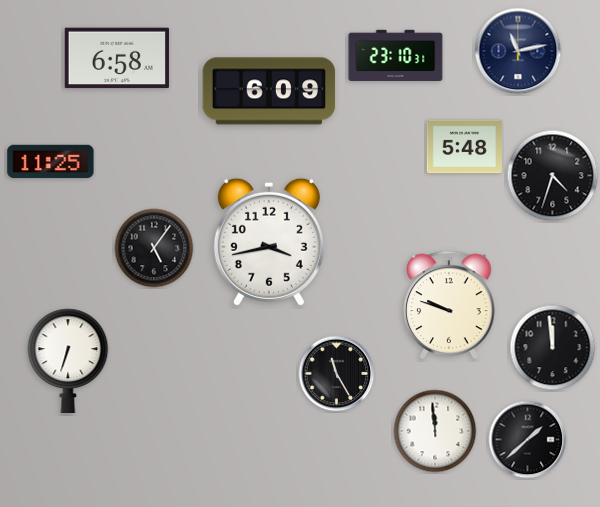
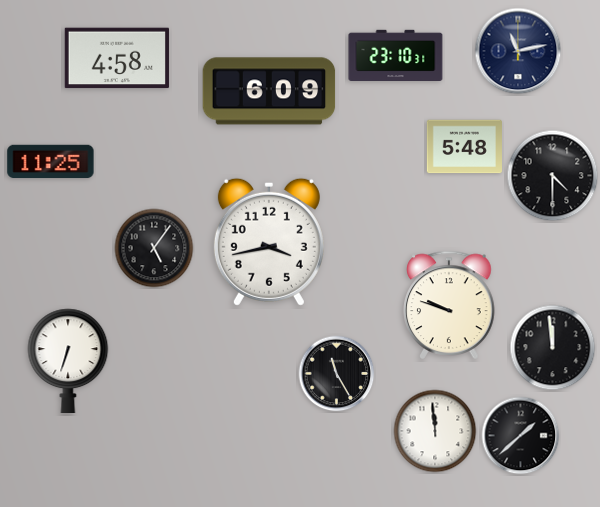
clock at (117, 58): 6:58 -> 4:58
clock at (553, 176): 4:33 -> 4:30
clock at (528, 440) position: (528, 440) -> (521, 436)
